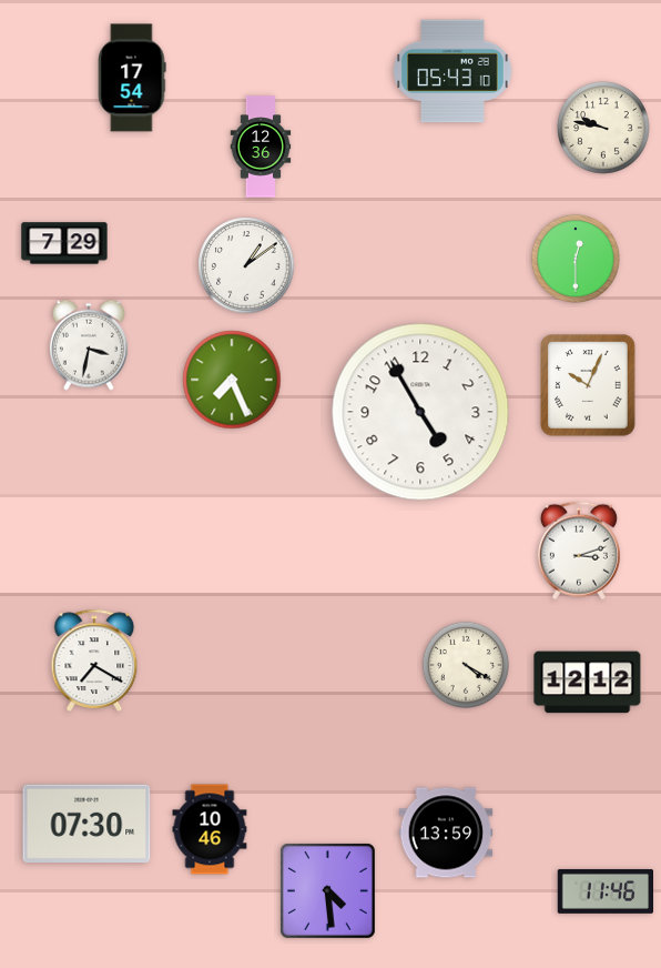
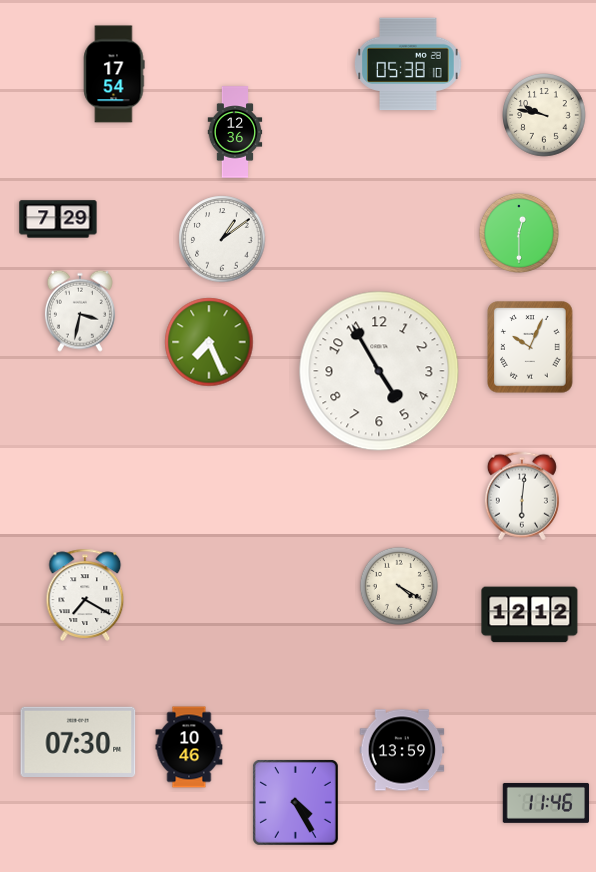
clock at (452, 71): 05:43 -> 05:38
clock at (132, 78) position: (132, 78) -> (114, 74)
clock at (579, 551): 3:12 -> 6:01
clock at (465, 664) position: (465, 664) -> (398, 585)
clock at (327, 890): 4:29 -> 4:25
